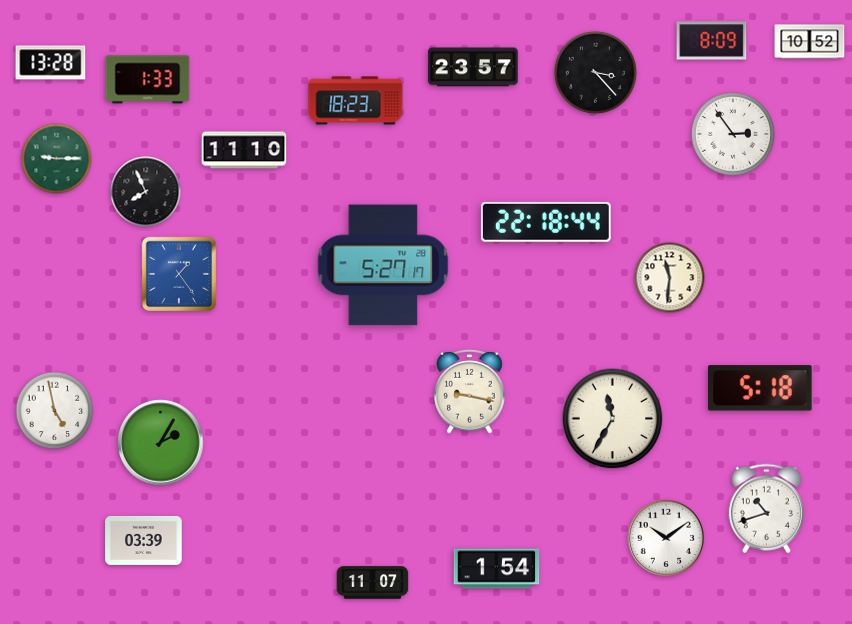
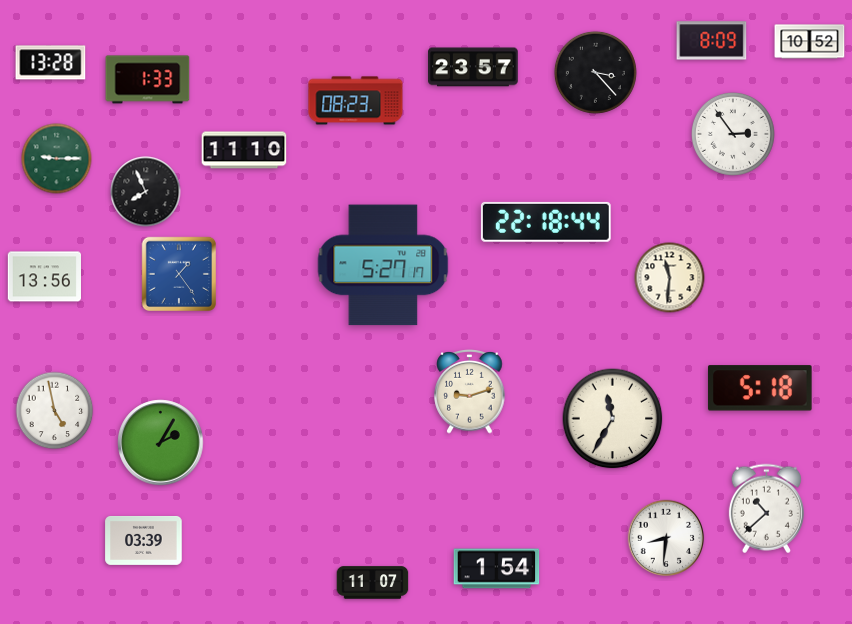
clock at (356, 101): 18:23 -> 08:23
clock at (44, 277): none -> 13:56
clock at (470, 392): 9:17 -> 9:12
clock at (766, 509): 10:42 -> 10:38
clock at (666, 538): 10:09 -> 8:31
